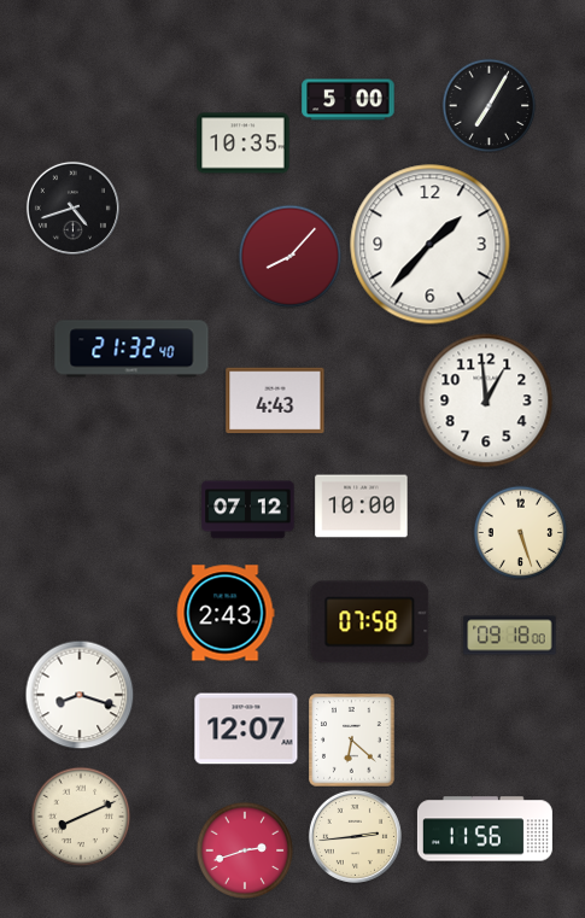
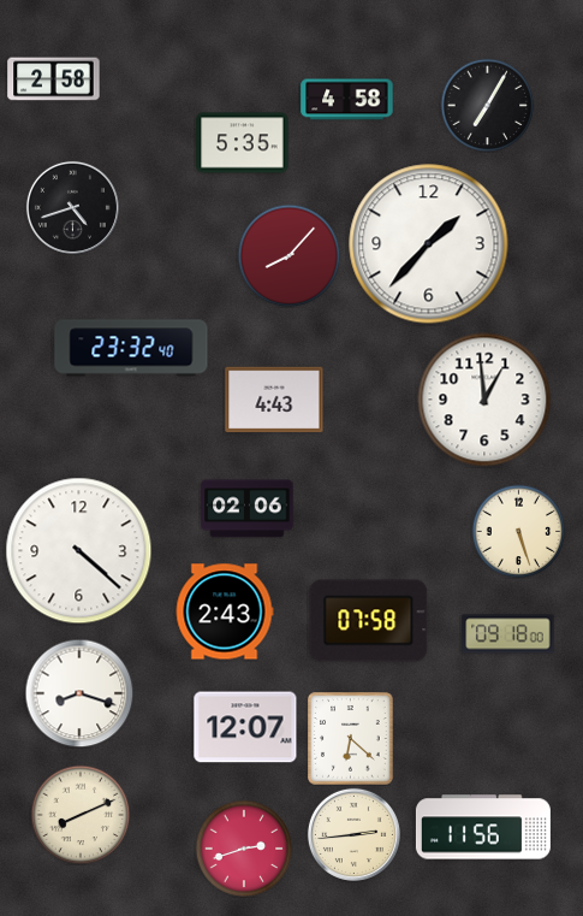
clock at (54, 79): none -> 2:58
clock at (349, 100): 5:00 -> 4:58
clock at (244, 144): 10:35 -> 5:35
clock at (131, 349): 21:32 -> 23:32
clock at (362, 507): 10:00 -> none
clock at (248, 510): 07:12 -> 02:06
clock at (79, 551): none -> 4:22
